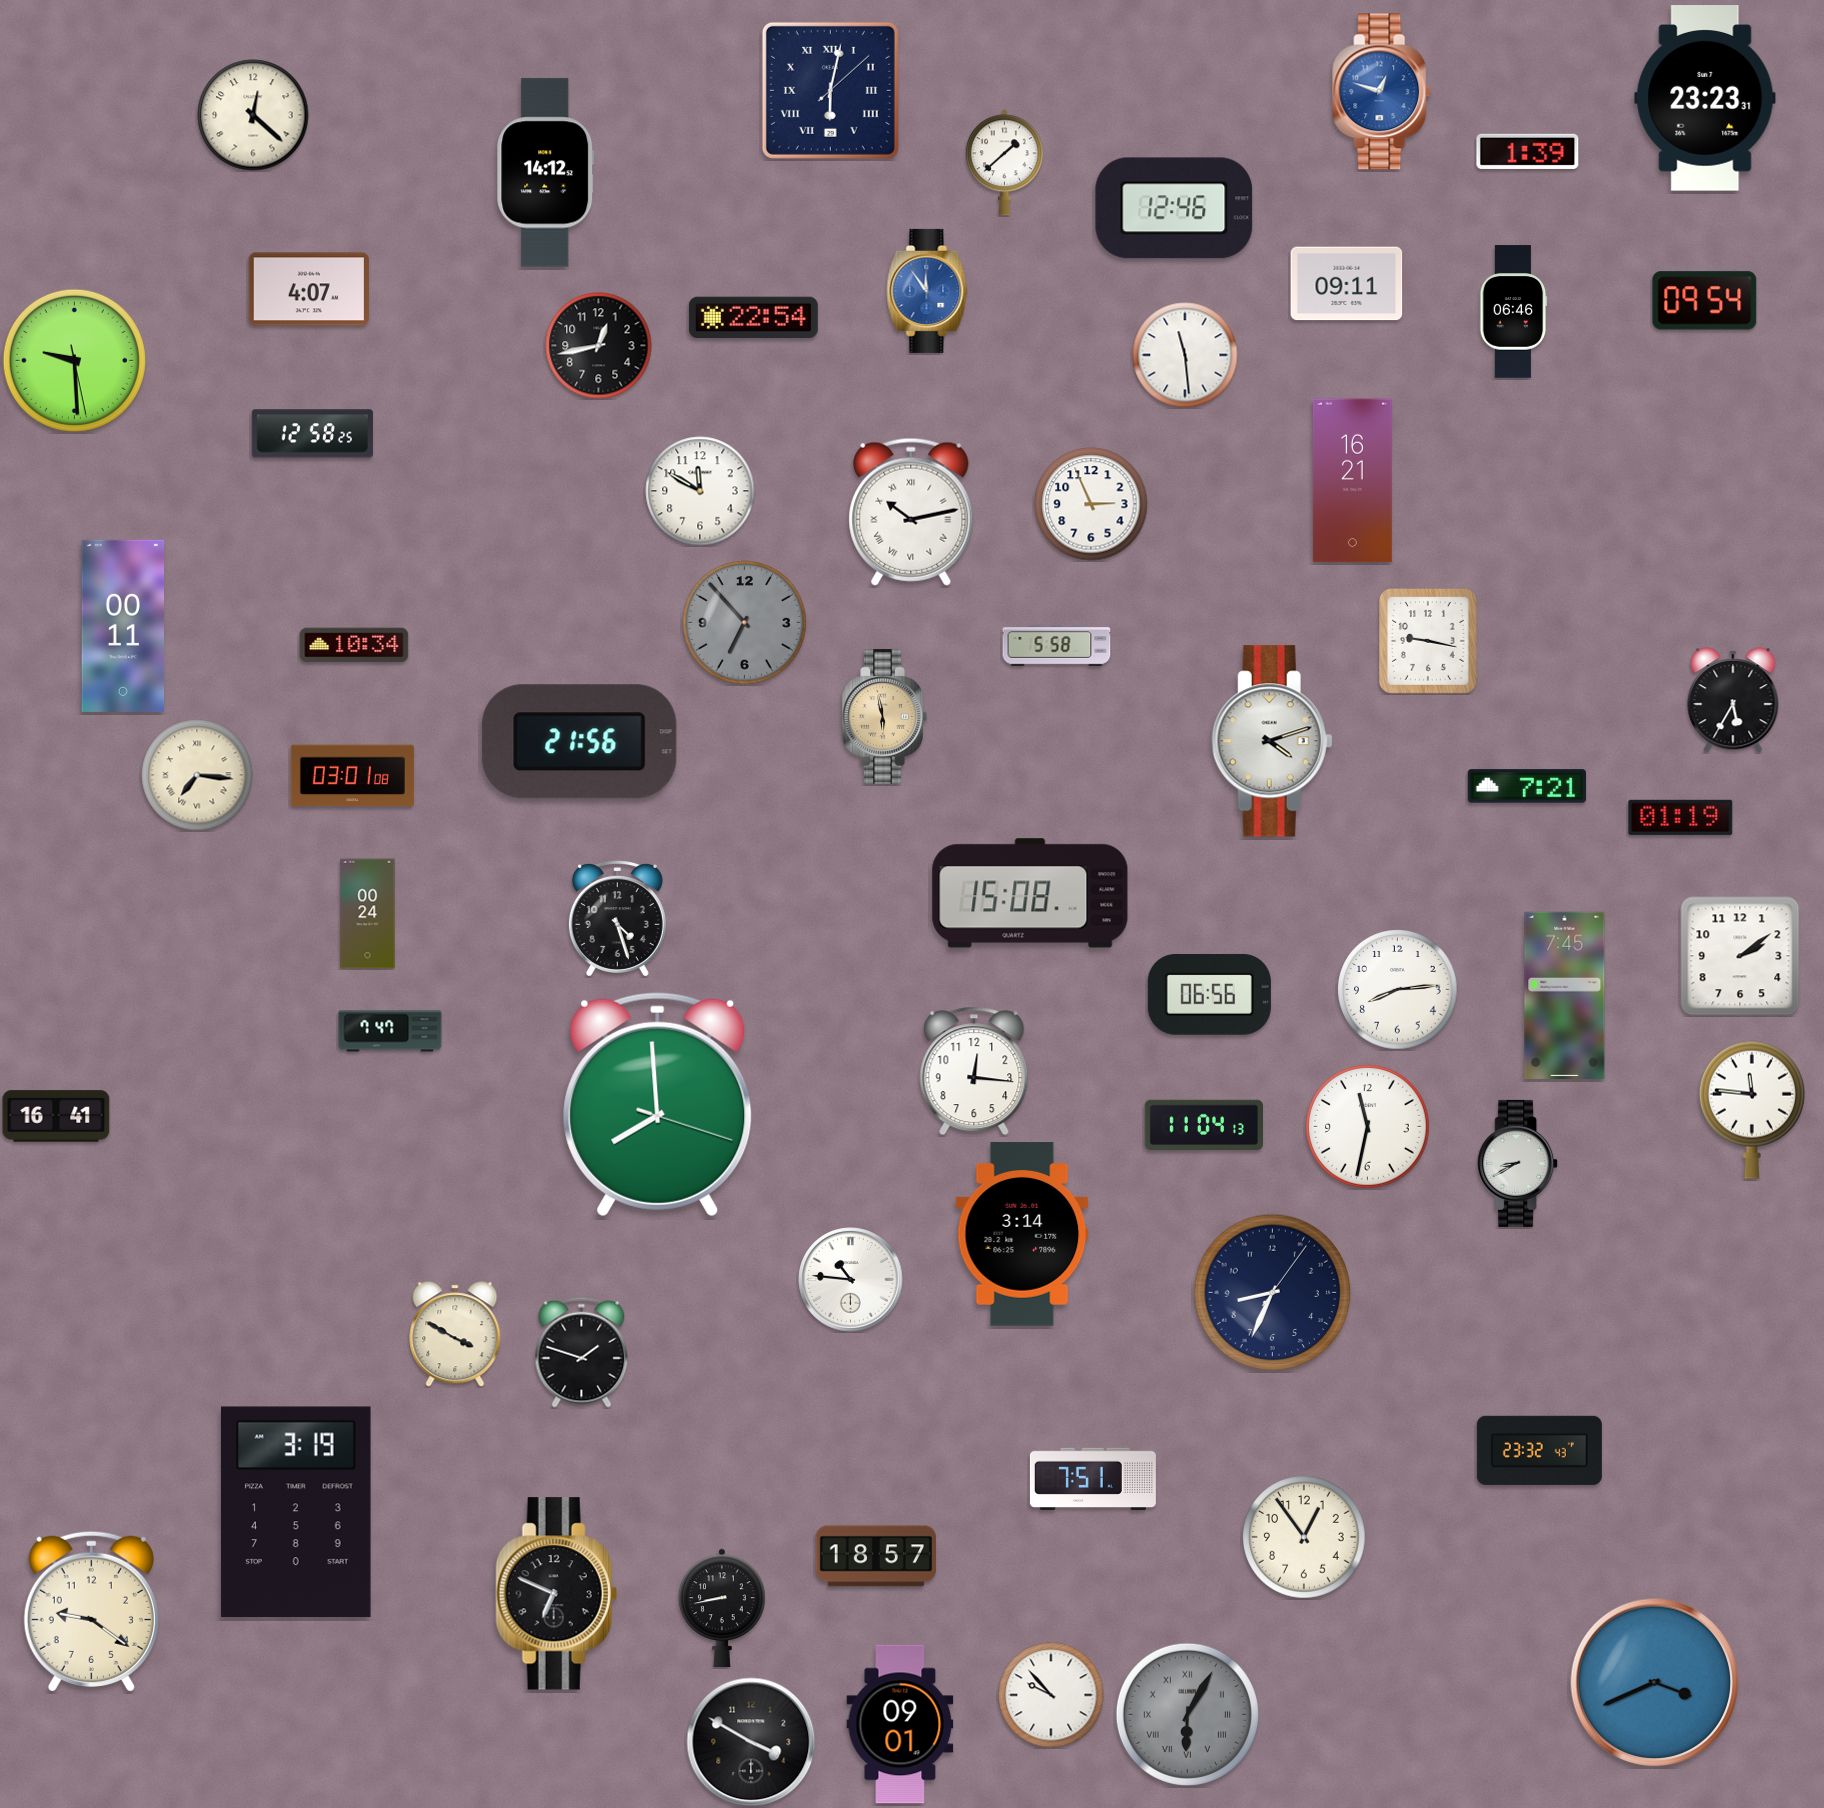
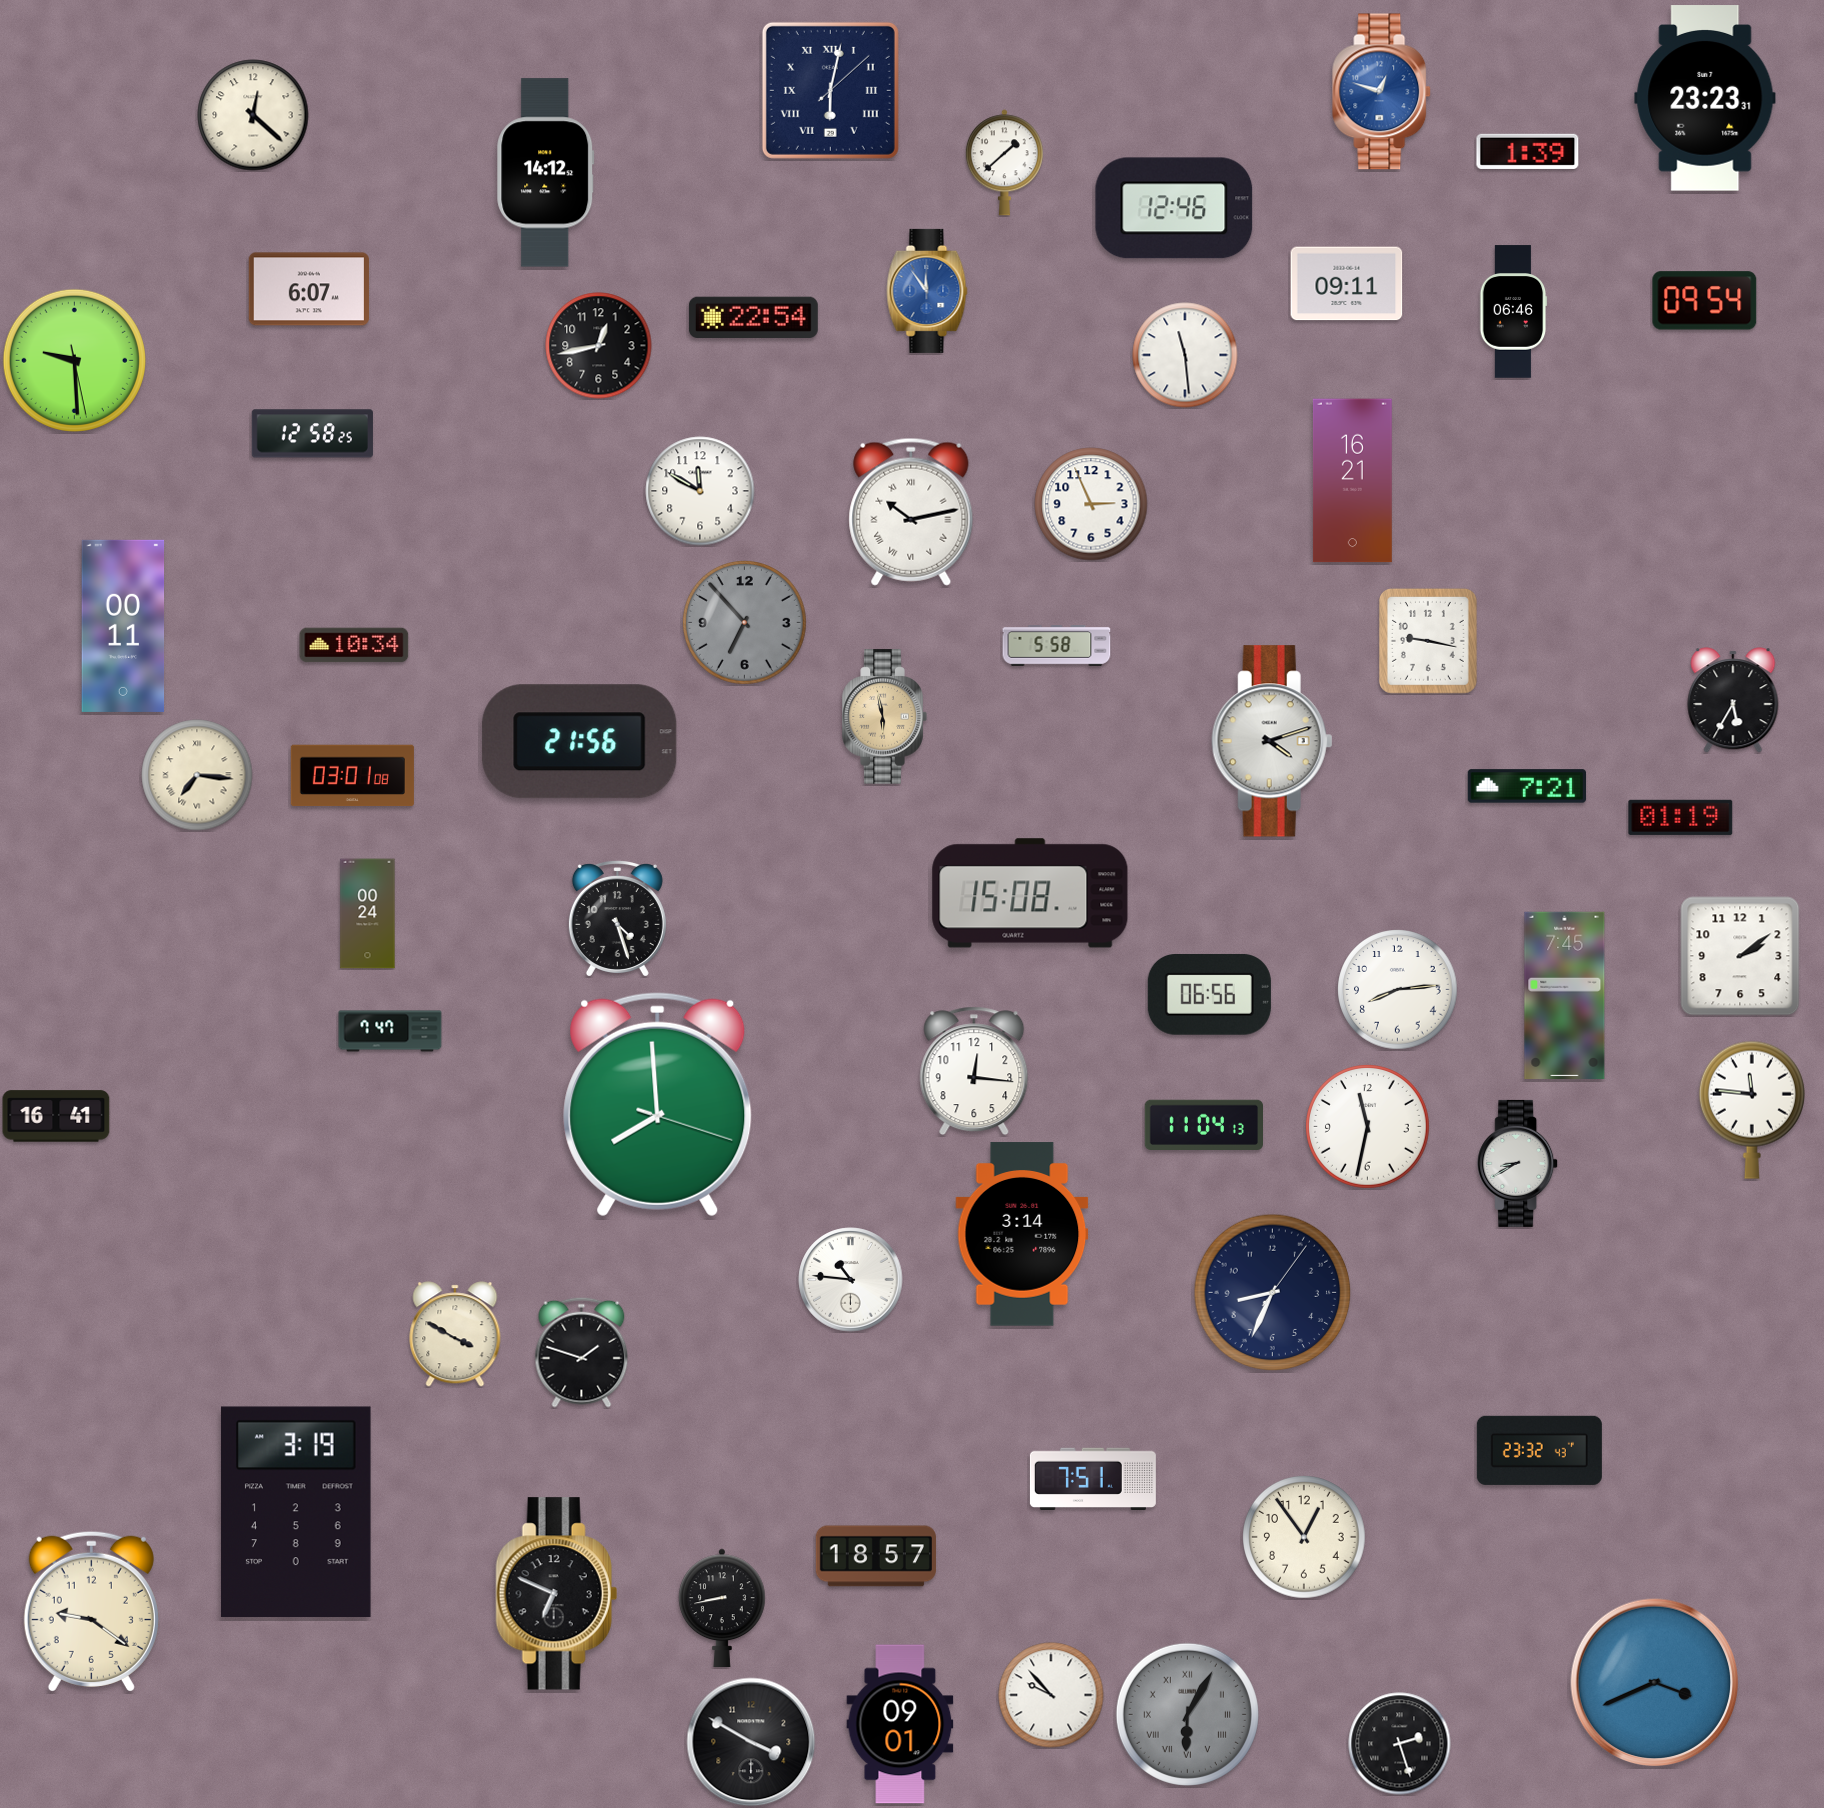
clock at (309, 289): 4:07 -> 6:07
clock at (1400, 1744): none -> 2:27
